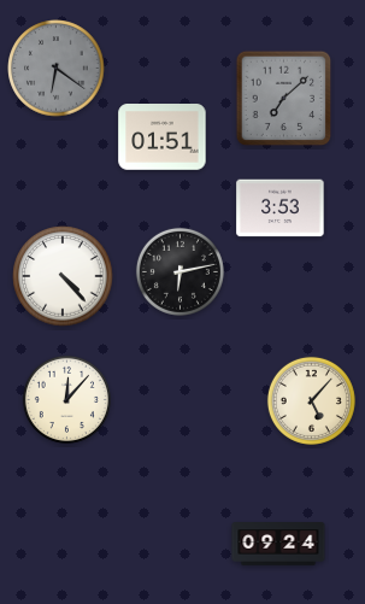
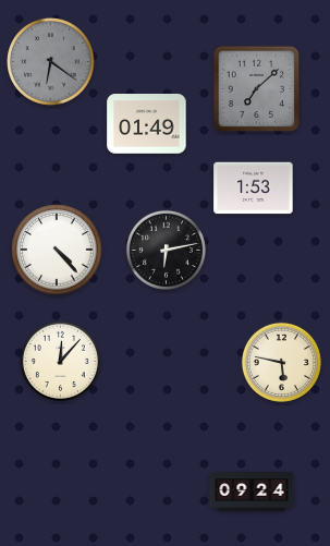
clock at (163, 137): 01:51 -> 01:49
clock at (281, 209): 3:53 -> 1:53
clock at (179, 271) position: (179, 271) -> (166, 250)
clock at (311, 400): 5:07 -> 5:47
